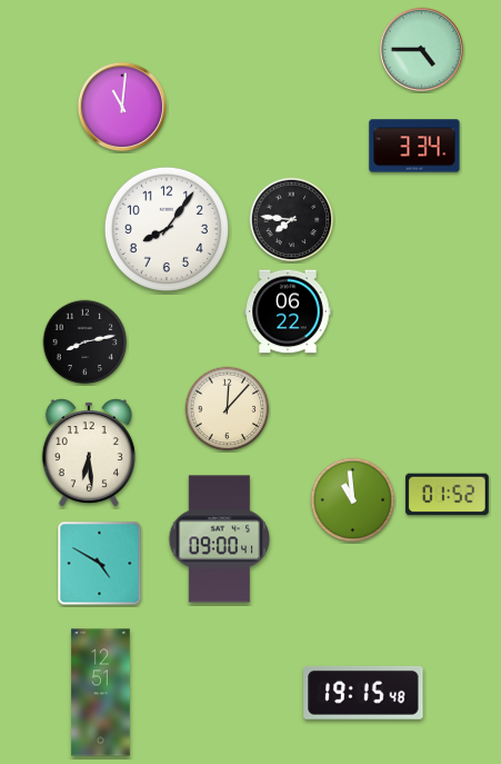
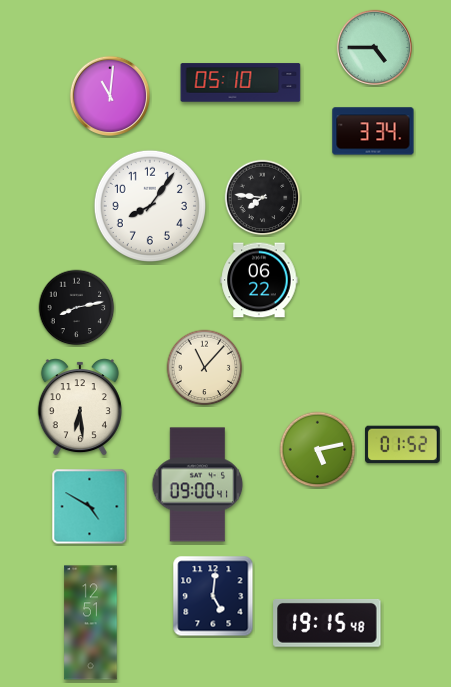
clock at (421, 49) position: (421, 49) -> (374, 47)
clock at (241, 83): none -> 05:10
clock at (228, 409): 12:07 -> 11:07
clock at (353, 500): 10:59 -> 5:13
clock at (213, 596): none -> 5:01
